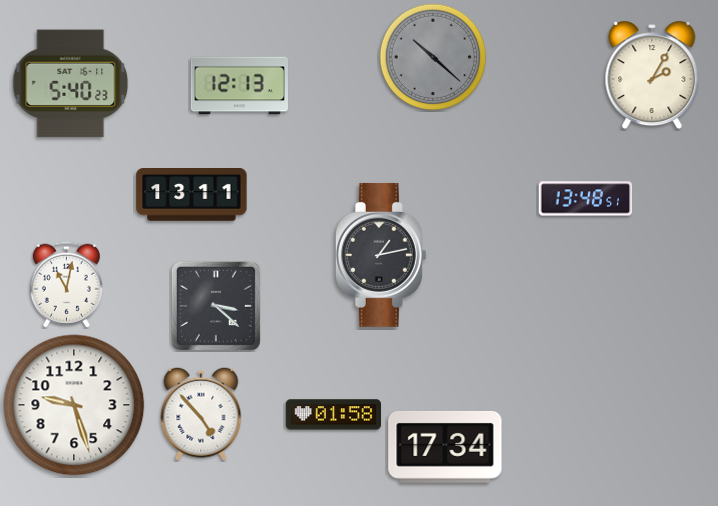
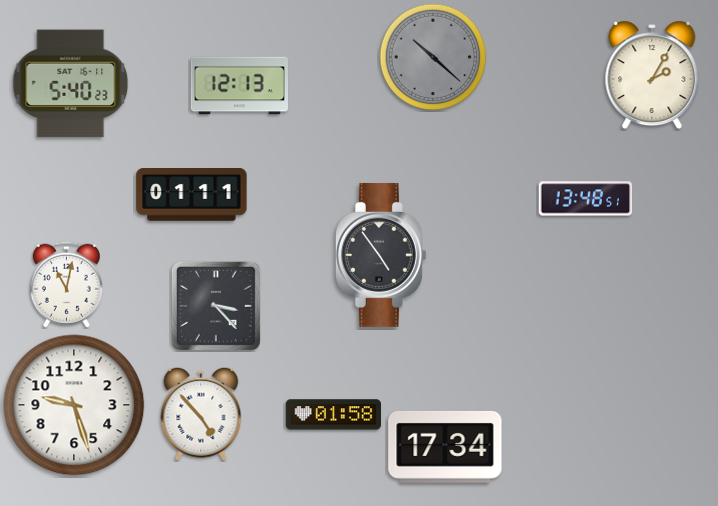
clock at (192, 195): 13:11 -> 01:11
clock at (381, 255): 1:13 -> 4:54
clock at (216, 306): 3:22 -> 3:23
